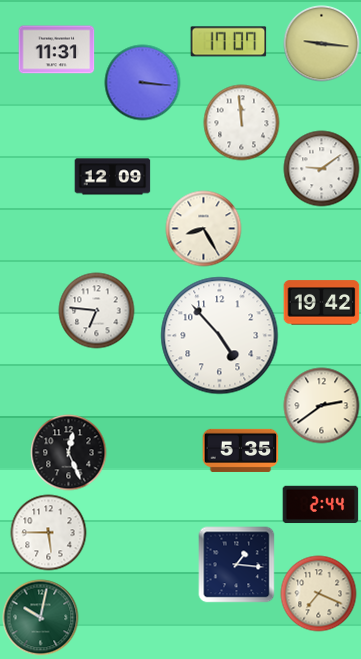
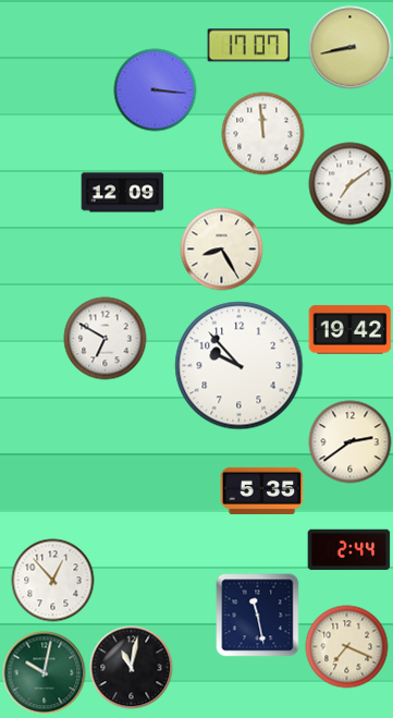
clock at (322, 44): 9:16 -> 8:43
clock at (57, 50): 11:31 -> none
clock at (322, 169): 9:09 -> 7:09
clock at (97, 311): 6:46 -> 6:50
clock at (220, 336): 4:53 -> 9:53
clock at (69, 453): 12:26 -> none
clock at (49, 533): 5:45 -> 12:53
clock at (237, 565): 1:16 -> 11:28
clock at (132, 668): none -> 11:02
